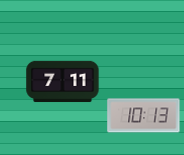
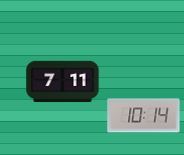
clock at (144, 116): 10:13 -> 10:14
